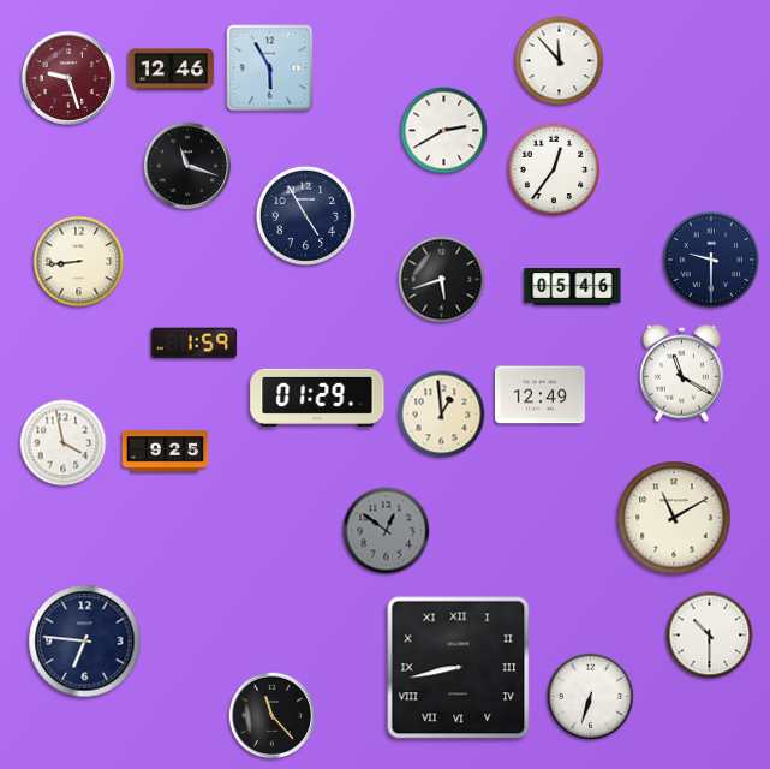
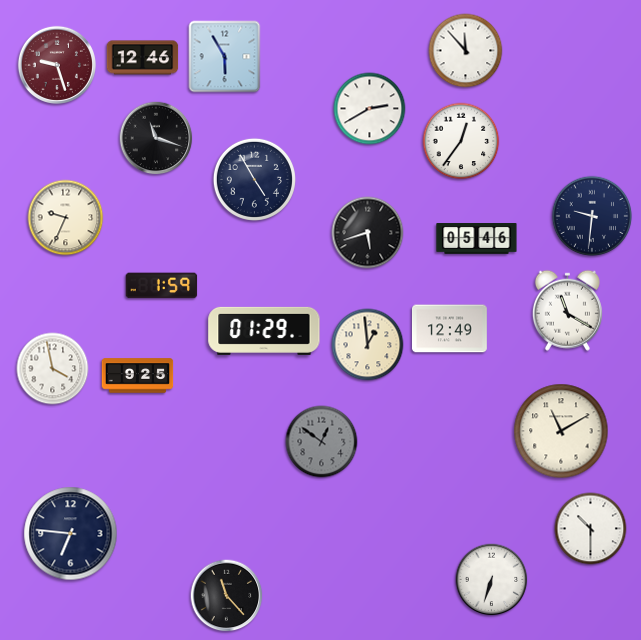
clock at (711, 260): 9:30 -> 9:31
clock at (79, 262): 8:44 -> 9:34
clock at (459, 668): 8:43 -> none
